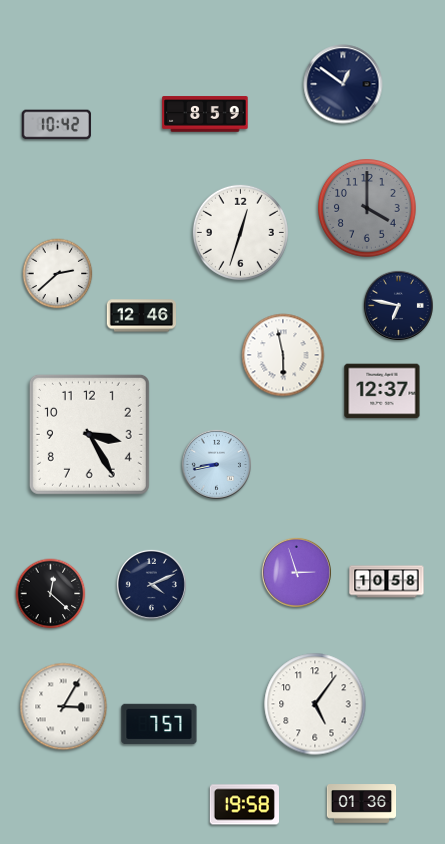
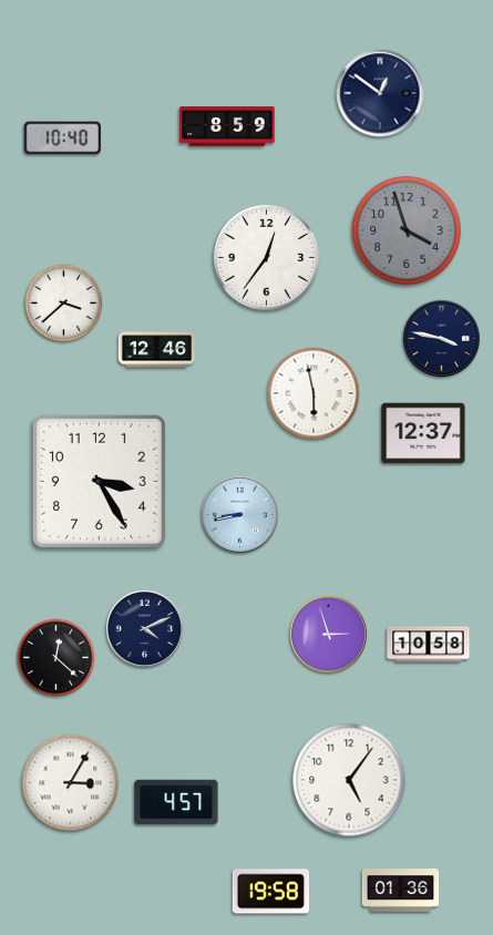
clock at (56, 125): 10:42 -> 10:40
clock at (368, 209): 4:00 -> 3:57
clock at (240, 232): 12:33 -> 12:36
clock at (58, 274): 2:38 -> 3:38
clock at (398, 305): 6:47 -> 3:47
clock at (151, 584) position: (151, 584) -> (144, 628)
clock at (159, 724): 7:57 -> 4:57
